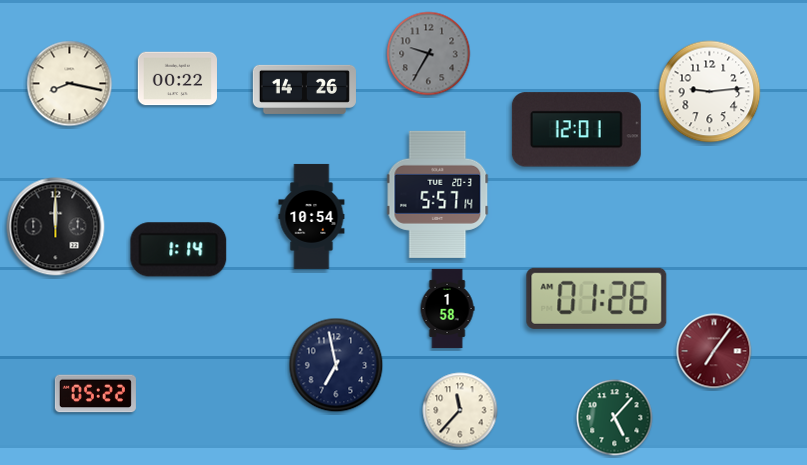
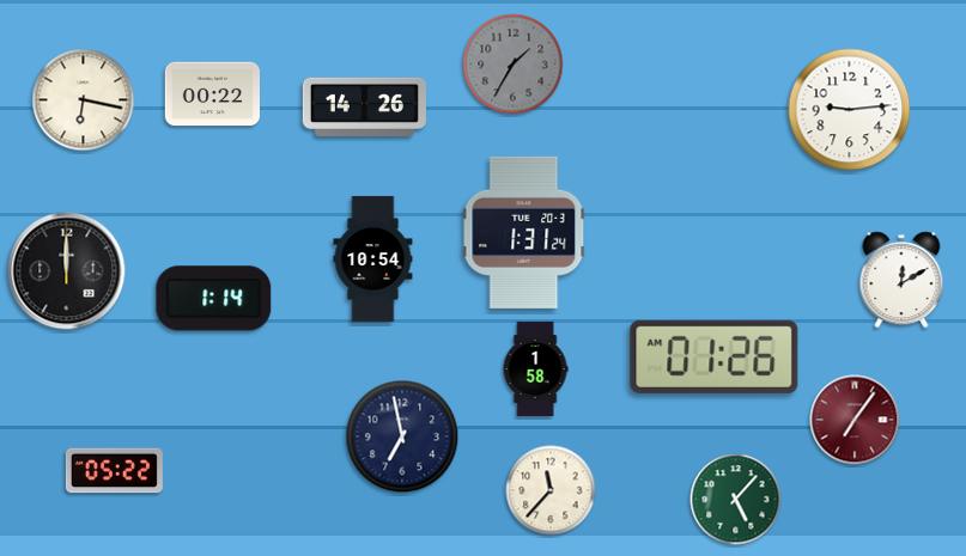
clock at (429, 54): 9:35 -> 1:35
clock at (70, 84): 8:17 -> 6:17
clock at (576, 130): 12:01 -> none
clock at (438, 194): 5:57 -> 1:31
clock at (901, 280): none -> 12:10
